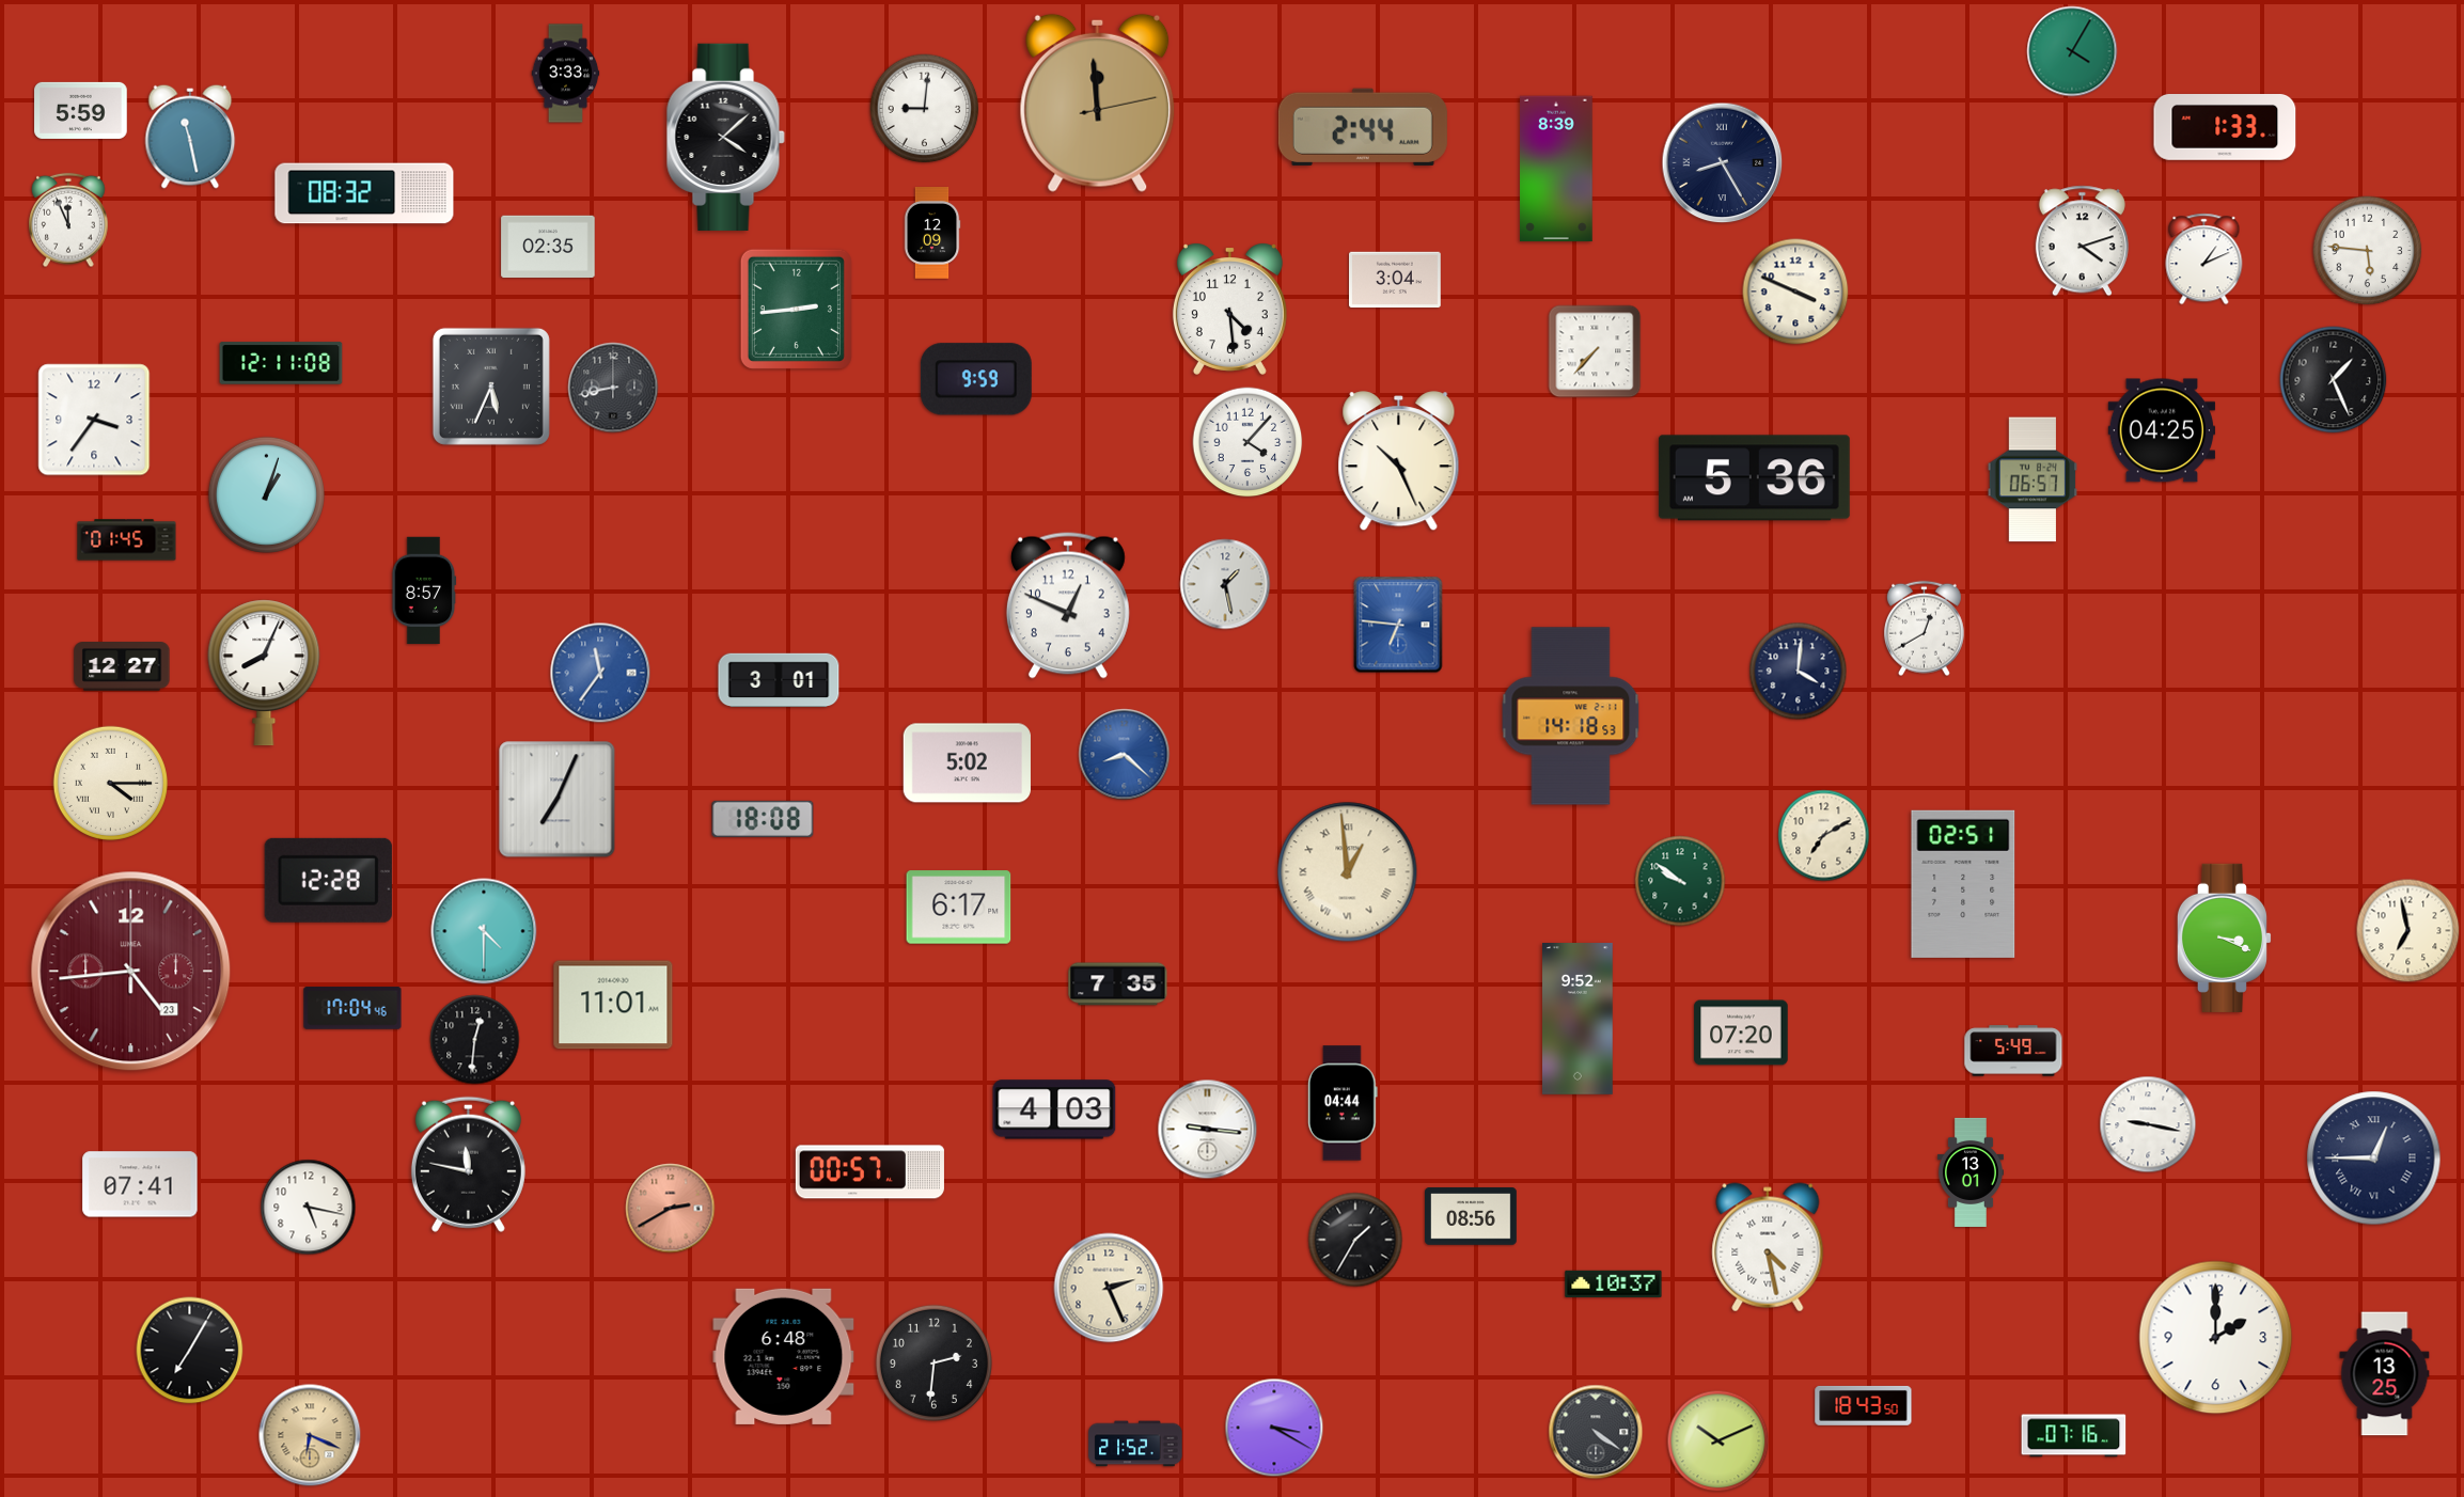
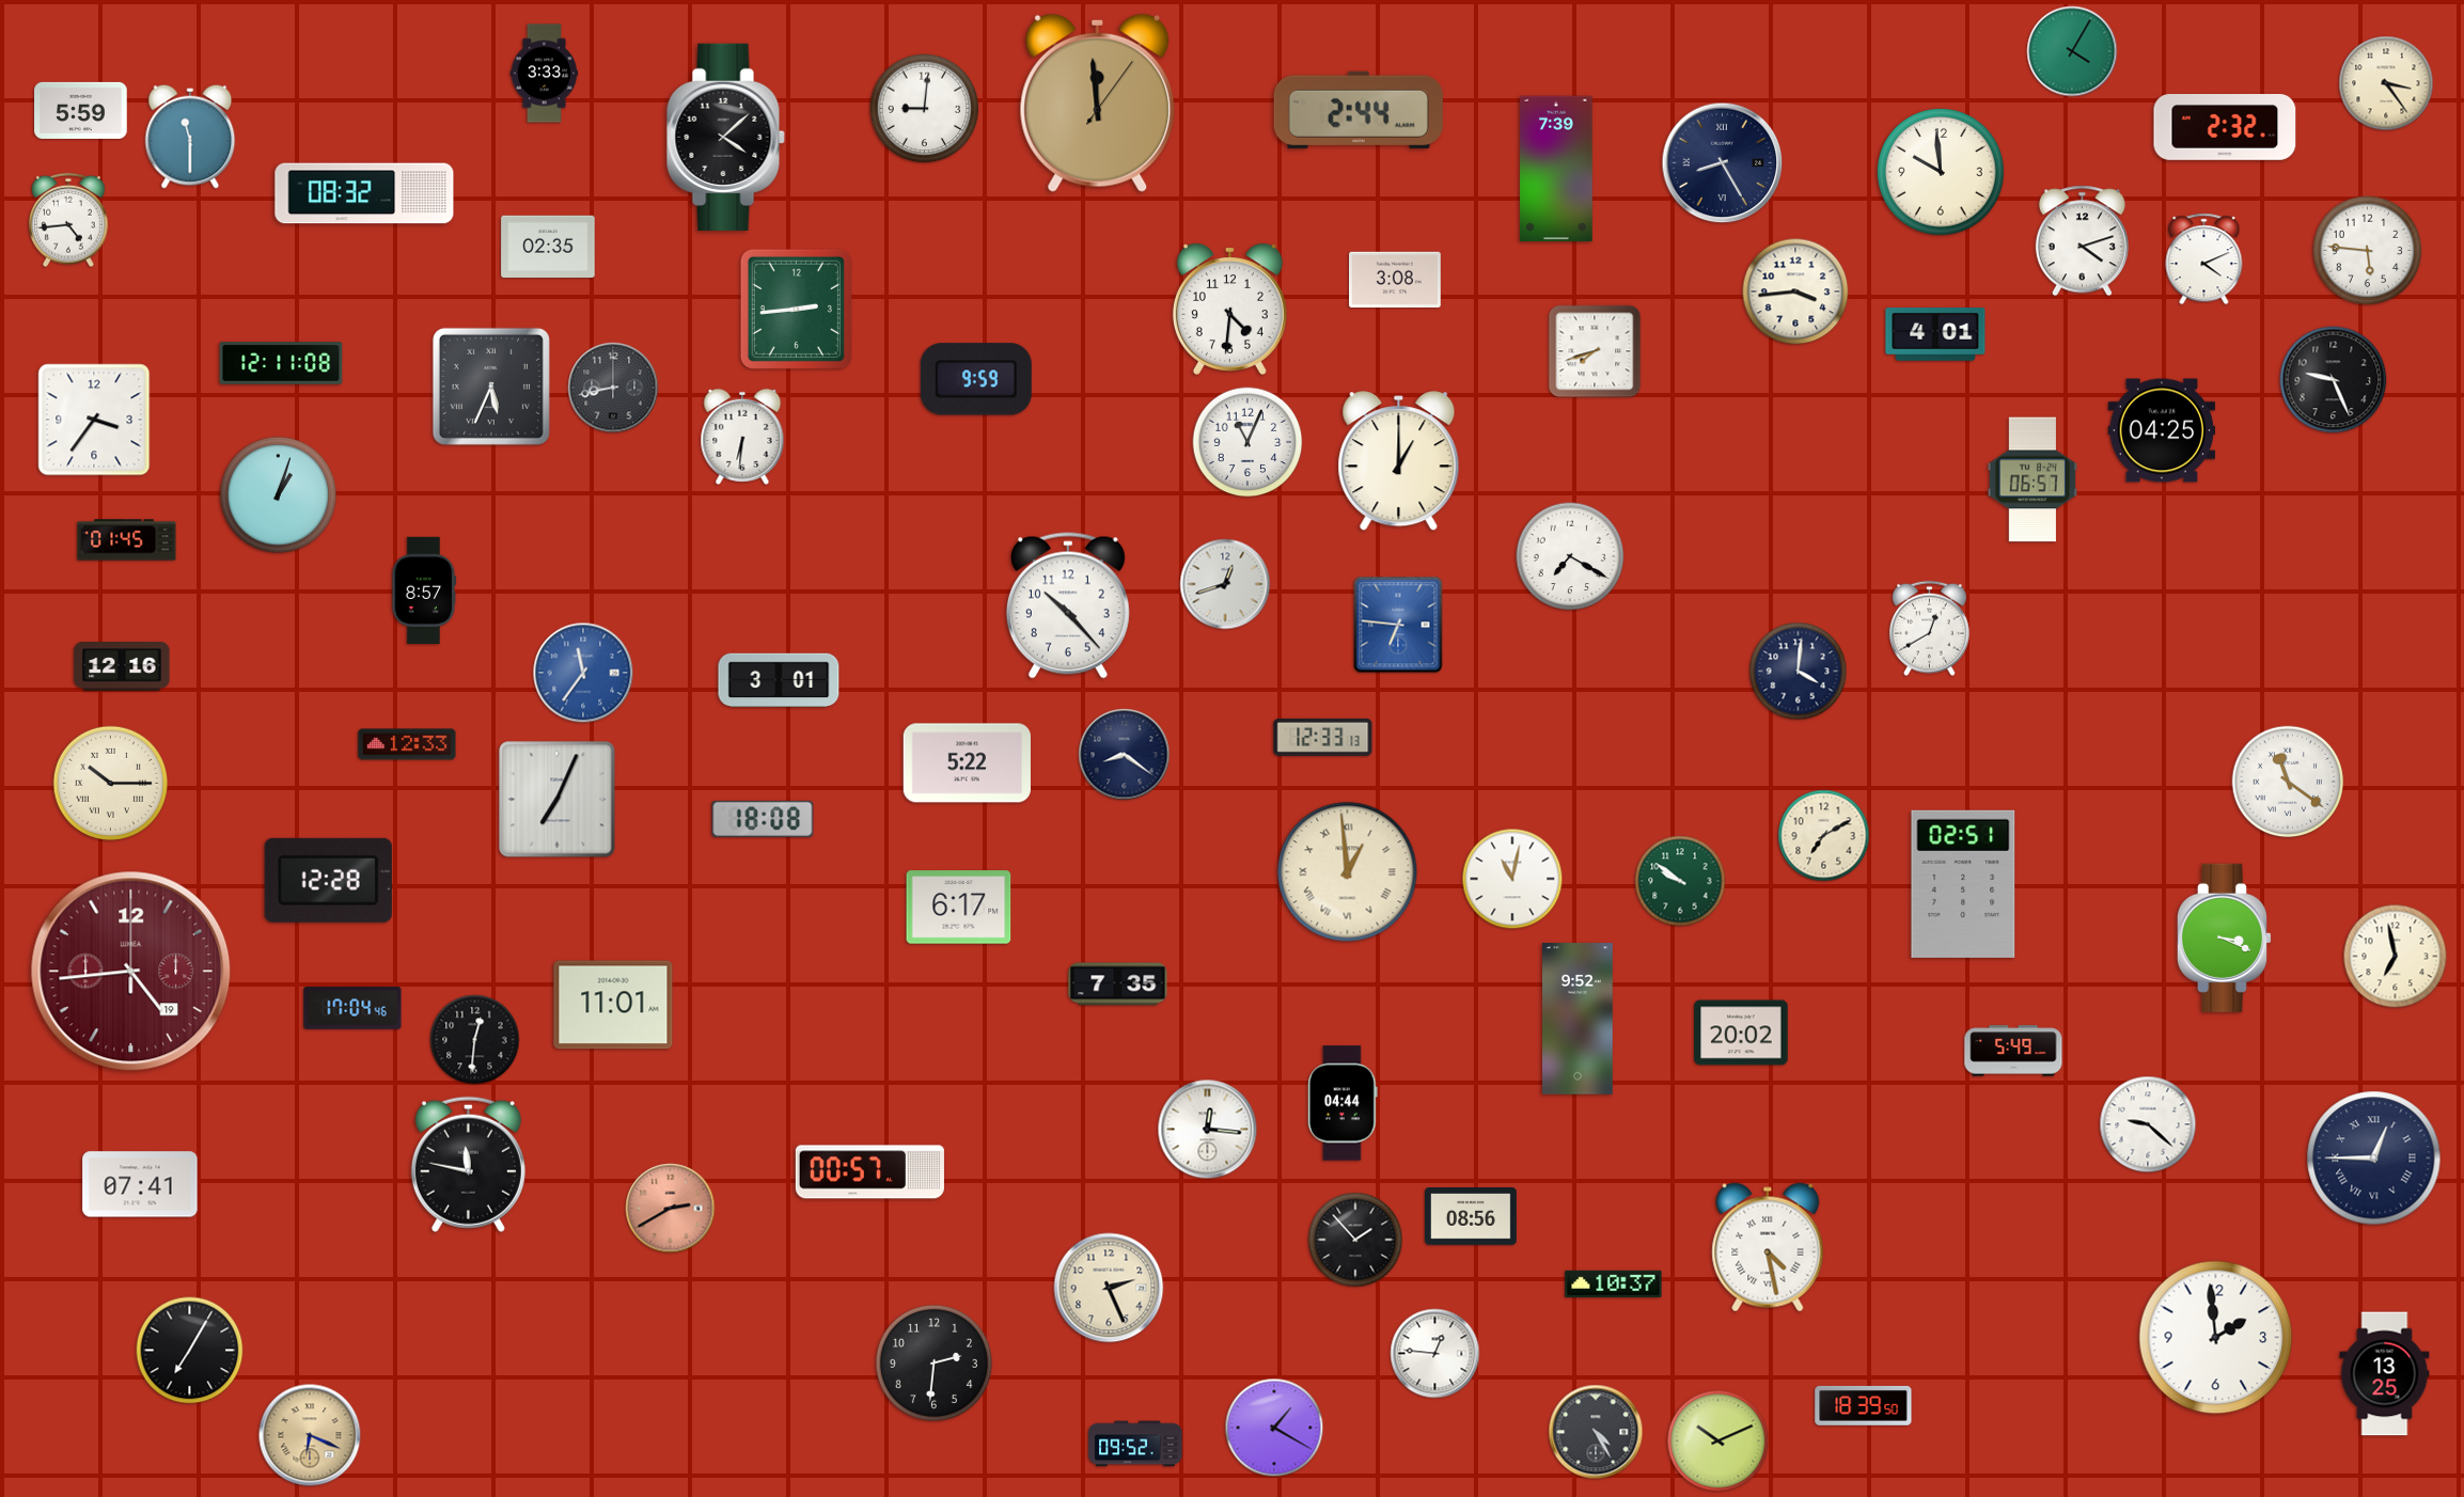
clock at (566, 74) position: (566, 74) -> (545, 74)
clock at (2386, 83): none -> 3:24
clock at (1098, 103): 11:59:13 -> 11:59:06
clock at (1363, 127) position: (1363, 127) -> (1359, 110)
clock at (2225, 128): 1:33 -> 2:32
clock at (190, 137): 11:28 -> 11:30
clock at (1556, 169): 8:39 -> 7:39
clock at (1941, 172): none -> 9:59
clock at (68, 220): 11:56 -> 4:44
clock at (932, 234): 12:09 -> none
clock at (2204, 259): 1:11 -> 4:11
clock at (1396, 280): 3:04 -> 3:08
clock at (1795, 291): 3:49 -> 3:44
clock at (1229, 309): 4:29 -> 4:31
clock at (1935, 335): none -> 4:01
clock at (1595, 351): 7:37 -> 7:42
clock at (2334, 380): 1:26 -> 9:26
clock at (742, 437): none -> 6:31
clock at (1247, 442): 4:07 -> 11:04
clock at (1399, 461): 10:26 -> 1:00
clock at (1754, 478): 5:36 -> none
clock at (266, 494) position: (266, 494) -> (278, 494)
clock at (1570, 556): none -> 7:20
clock at (1225, 584): 1:28 -> 12:42
clock at (1068, 605): 12:49 -> 10:23
clock at (1924, 629) position: (1924, 629) -> (1929, 629)
clock at (122, 666): 12:27 -> 12:16
clock at (264, 673): 8:04 -> none
clock at (600, 673) position: (600, 673) -> (583, 673)
clock at (1571, 716): 14:18 -> none
clock at (1323, 737): none -> 12:33
clock at (407, 744): none -> 12:33
clock at (1125, 755): 8:22 -> 8:21
clock at (1125, 755) dial: blue -> navy
clock at (967, 763): 5:02 -> 5:22
clock at (2288, 782): none -> 11:21
clock at (110, 783): 4:15 -> 10:15
clock at (1512, 879): none -> 11:02
clock at (484, 931): 4:30 -> none
clock at (2408, 931) position: (2408, 931) -> (2396, 957)
clock at (131, 972) date: 23 -> 19
clock at (1741, 1033): 07:20 -> 20:02
clock at (1054, 1109): 4:03 -> none
clock at (2148, 1124): 9:17 -> 9:22
clock at (1208, 1130): 9:16 -> 12:16
clock at (1971, 1172): 13:01 -> none
clock at (309, 1208): 5:17 -> none
clock at (1355, 1240): 1:35 -> 1:53
clock at (2216, 1338): 2:00 -> 1:59
clock at (1435, 1354): none -> 12:46
clock at (784, 1356): 6:48 -> none
clock at (1864, 1405): 18:43 -> 18:39
clock at (1274, 1428): 3:20 -> 1:20
clock at (1596, 1432): 4:21 -> 4:25
clock at (2074, 1436): 07:16 -> none
clock at (1135, 1444): 21:52 -> 09:52
